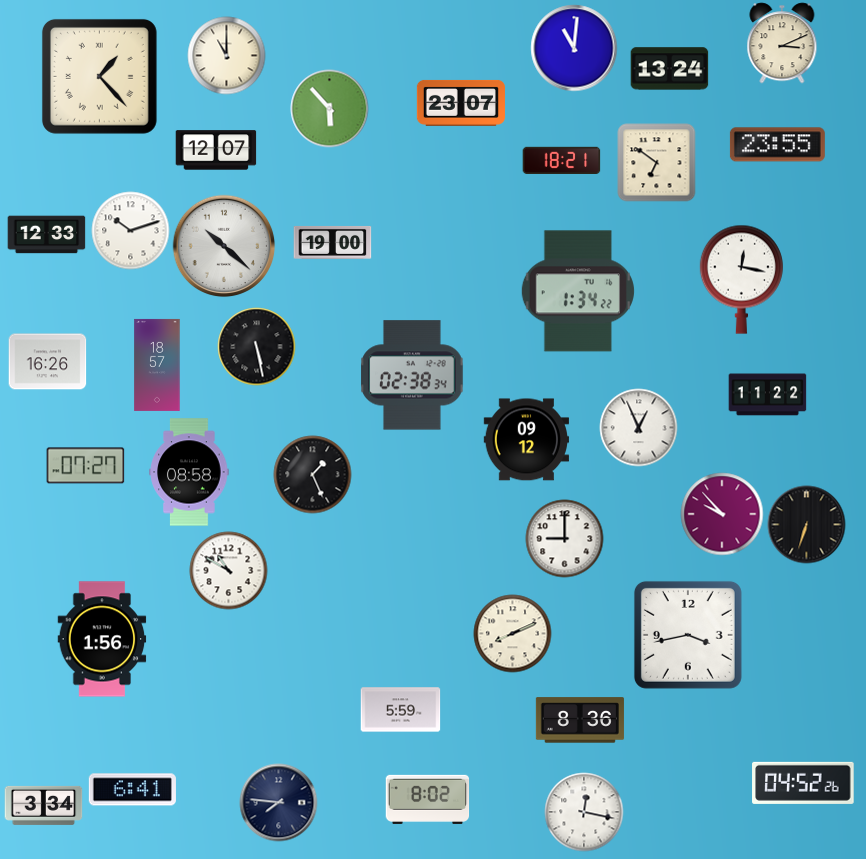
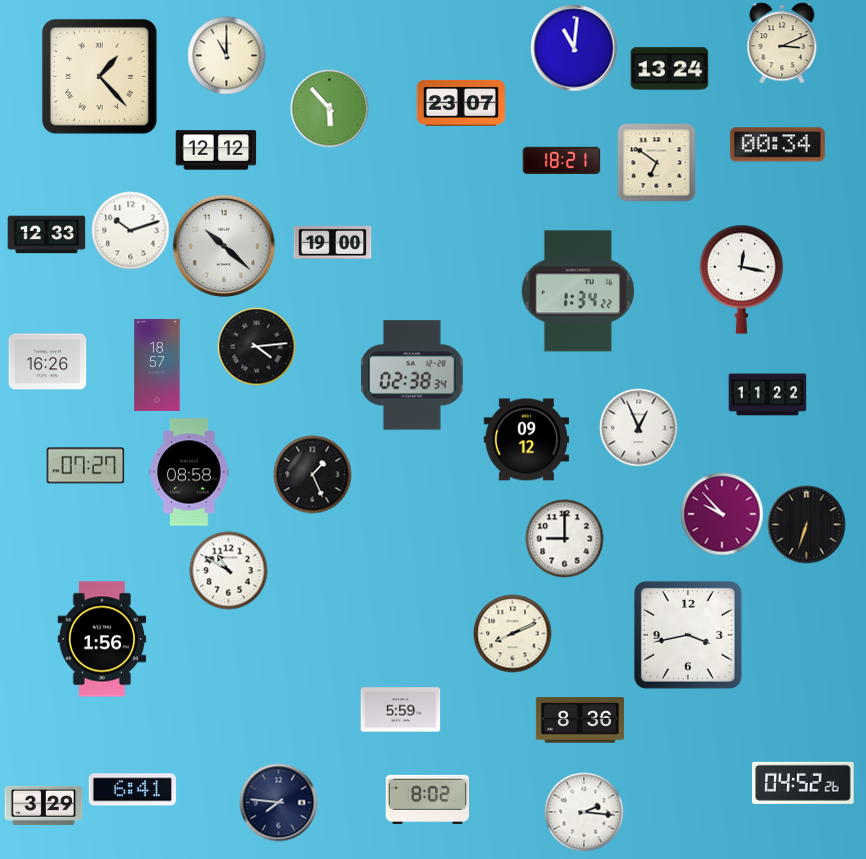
clock at (777, 145): 23:55 -> 00:34
clock at (216, 150): 12:07 -> 12:12
clock at (256, 346): 5:28 -> 4:14
clock at (43, 805): 3:34 -> 3:29
clock at (584, 812): 12:17 -> 2:16
